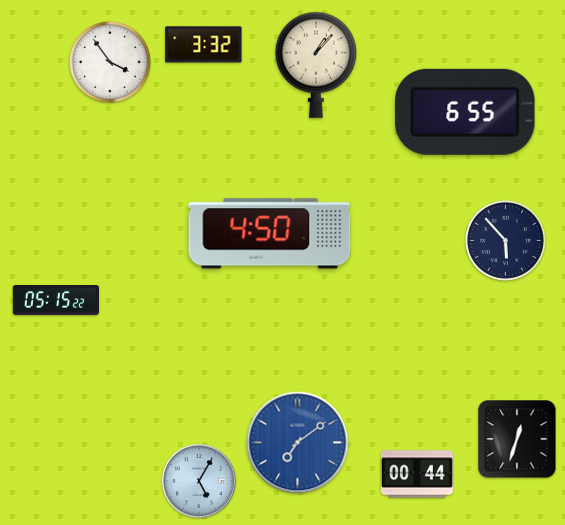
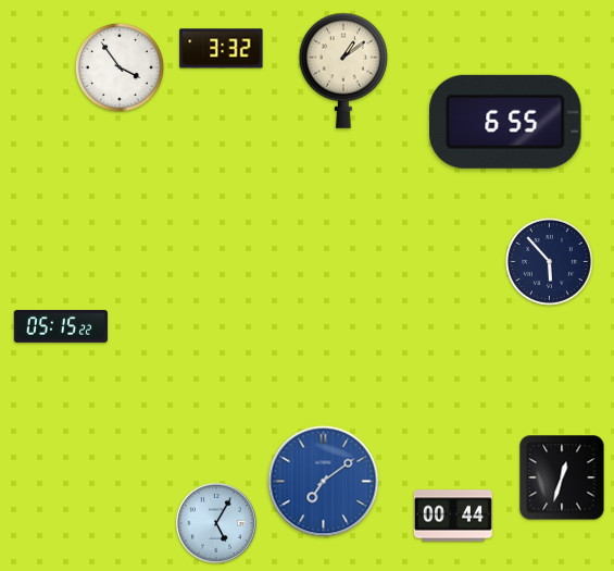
clock at (315, 65): 1:07 -> 1:09
clock at (270, 234): 4:50 -> none
